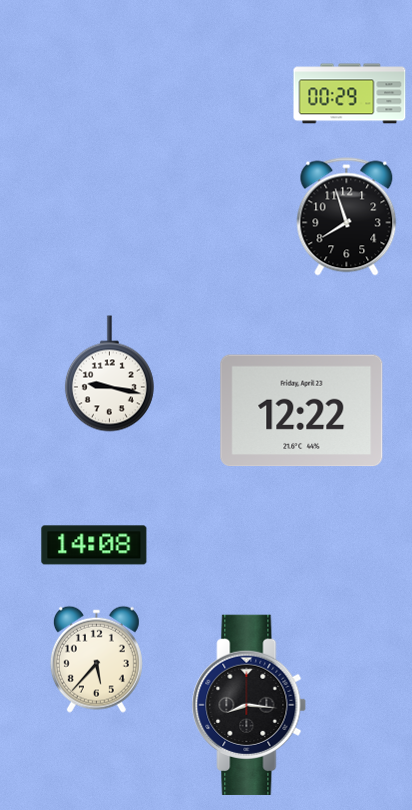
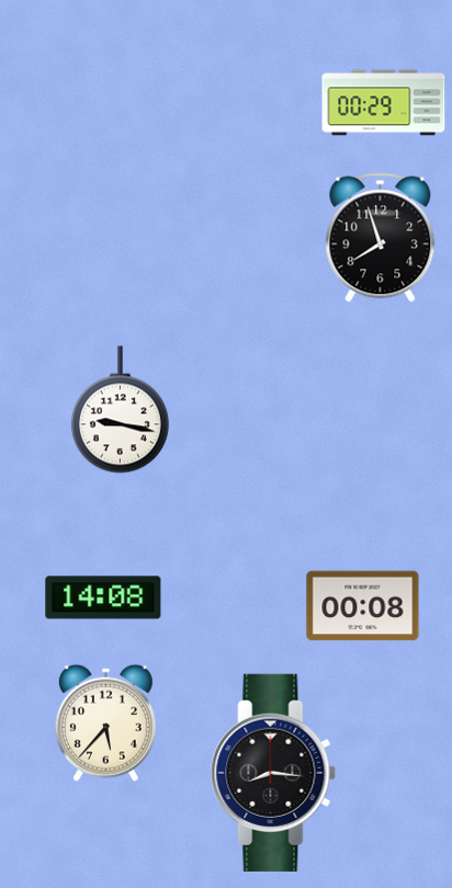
clock at (302, 411): 12:22 -> none
clock at (363, 606): none -> 00:08
